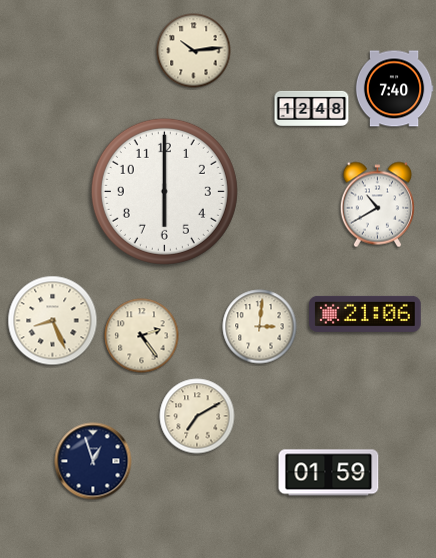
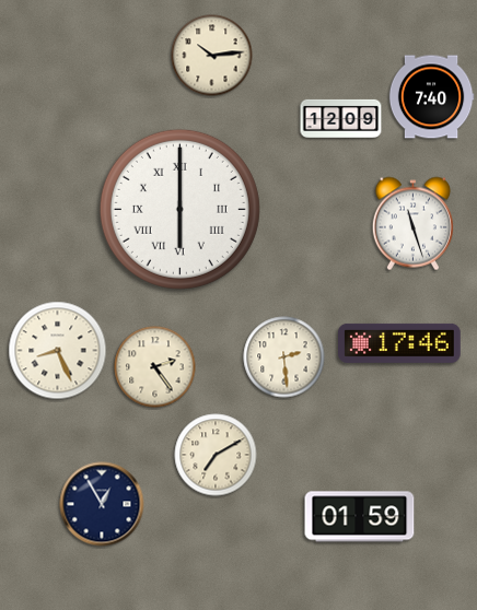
clock at (312, 108): 12:48 -> 12:09
clock at (164, 191) numerals: Arabic -> Roman
clock at (377, 205): 10:40 -> 11:27
clock at (365, 314): 21:06 -> 17:46
clock at (260, 327): 3:01 -> 2:29
clock at (93, 461): 12:57 -> 12:55
